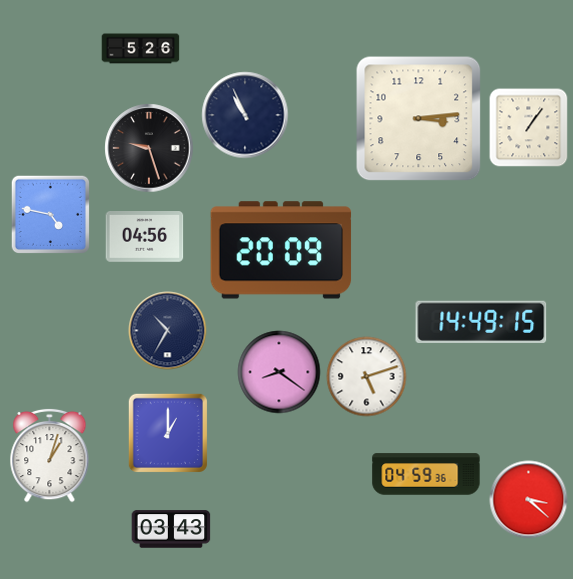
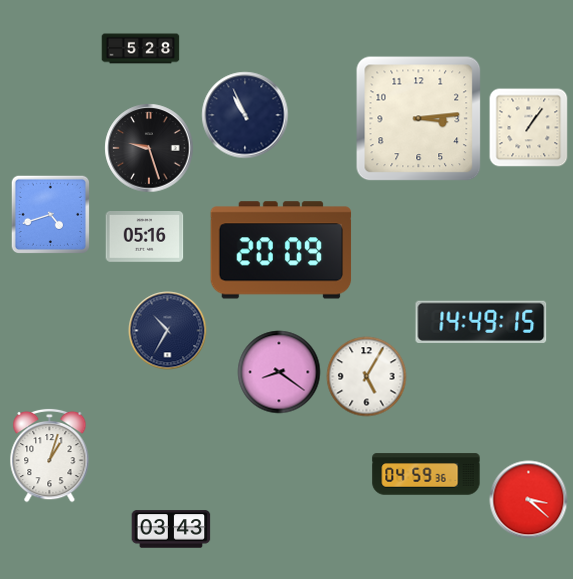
clock at (140, 49): 5:26 -> 5:28
clock at (50, 214): 4:47 -> 4:42
clock at (144, 237): 04:56 -> 05:16
clock at (366, 376): 5:12 -> 5:05
clock at (168, 433): 1:00 -> none
